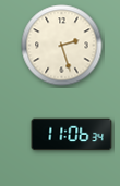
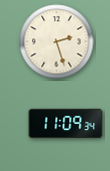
clock at (72, 135): 11:06 -> 11:09
